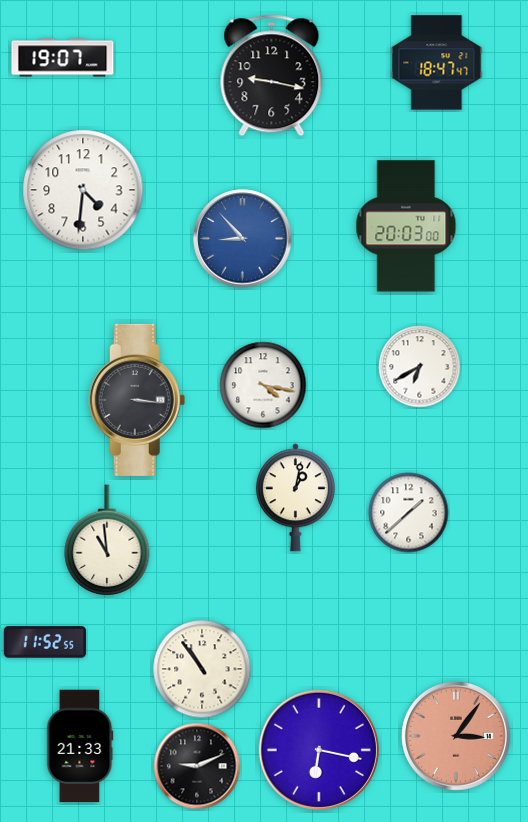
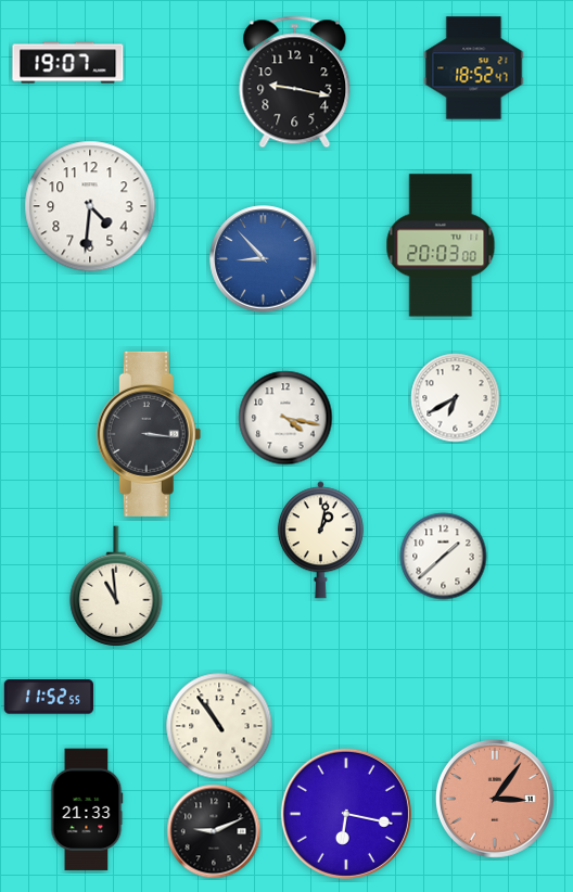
clock at (437, 63): 18:47 -> 18:52
